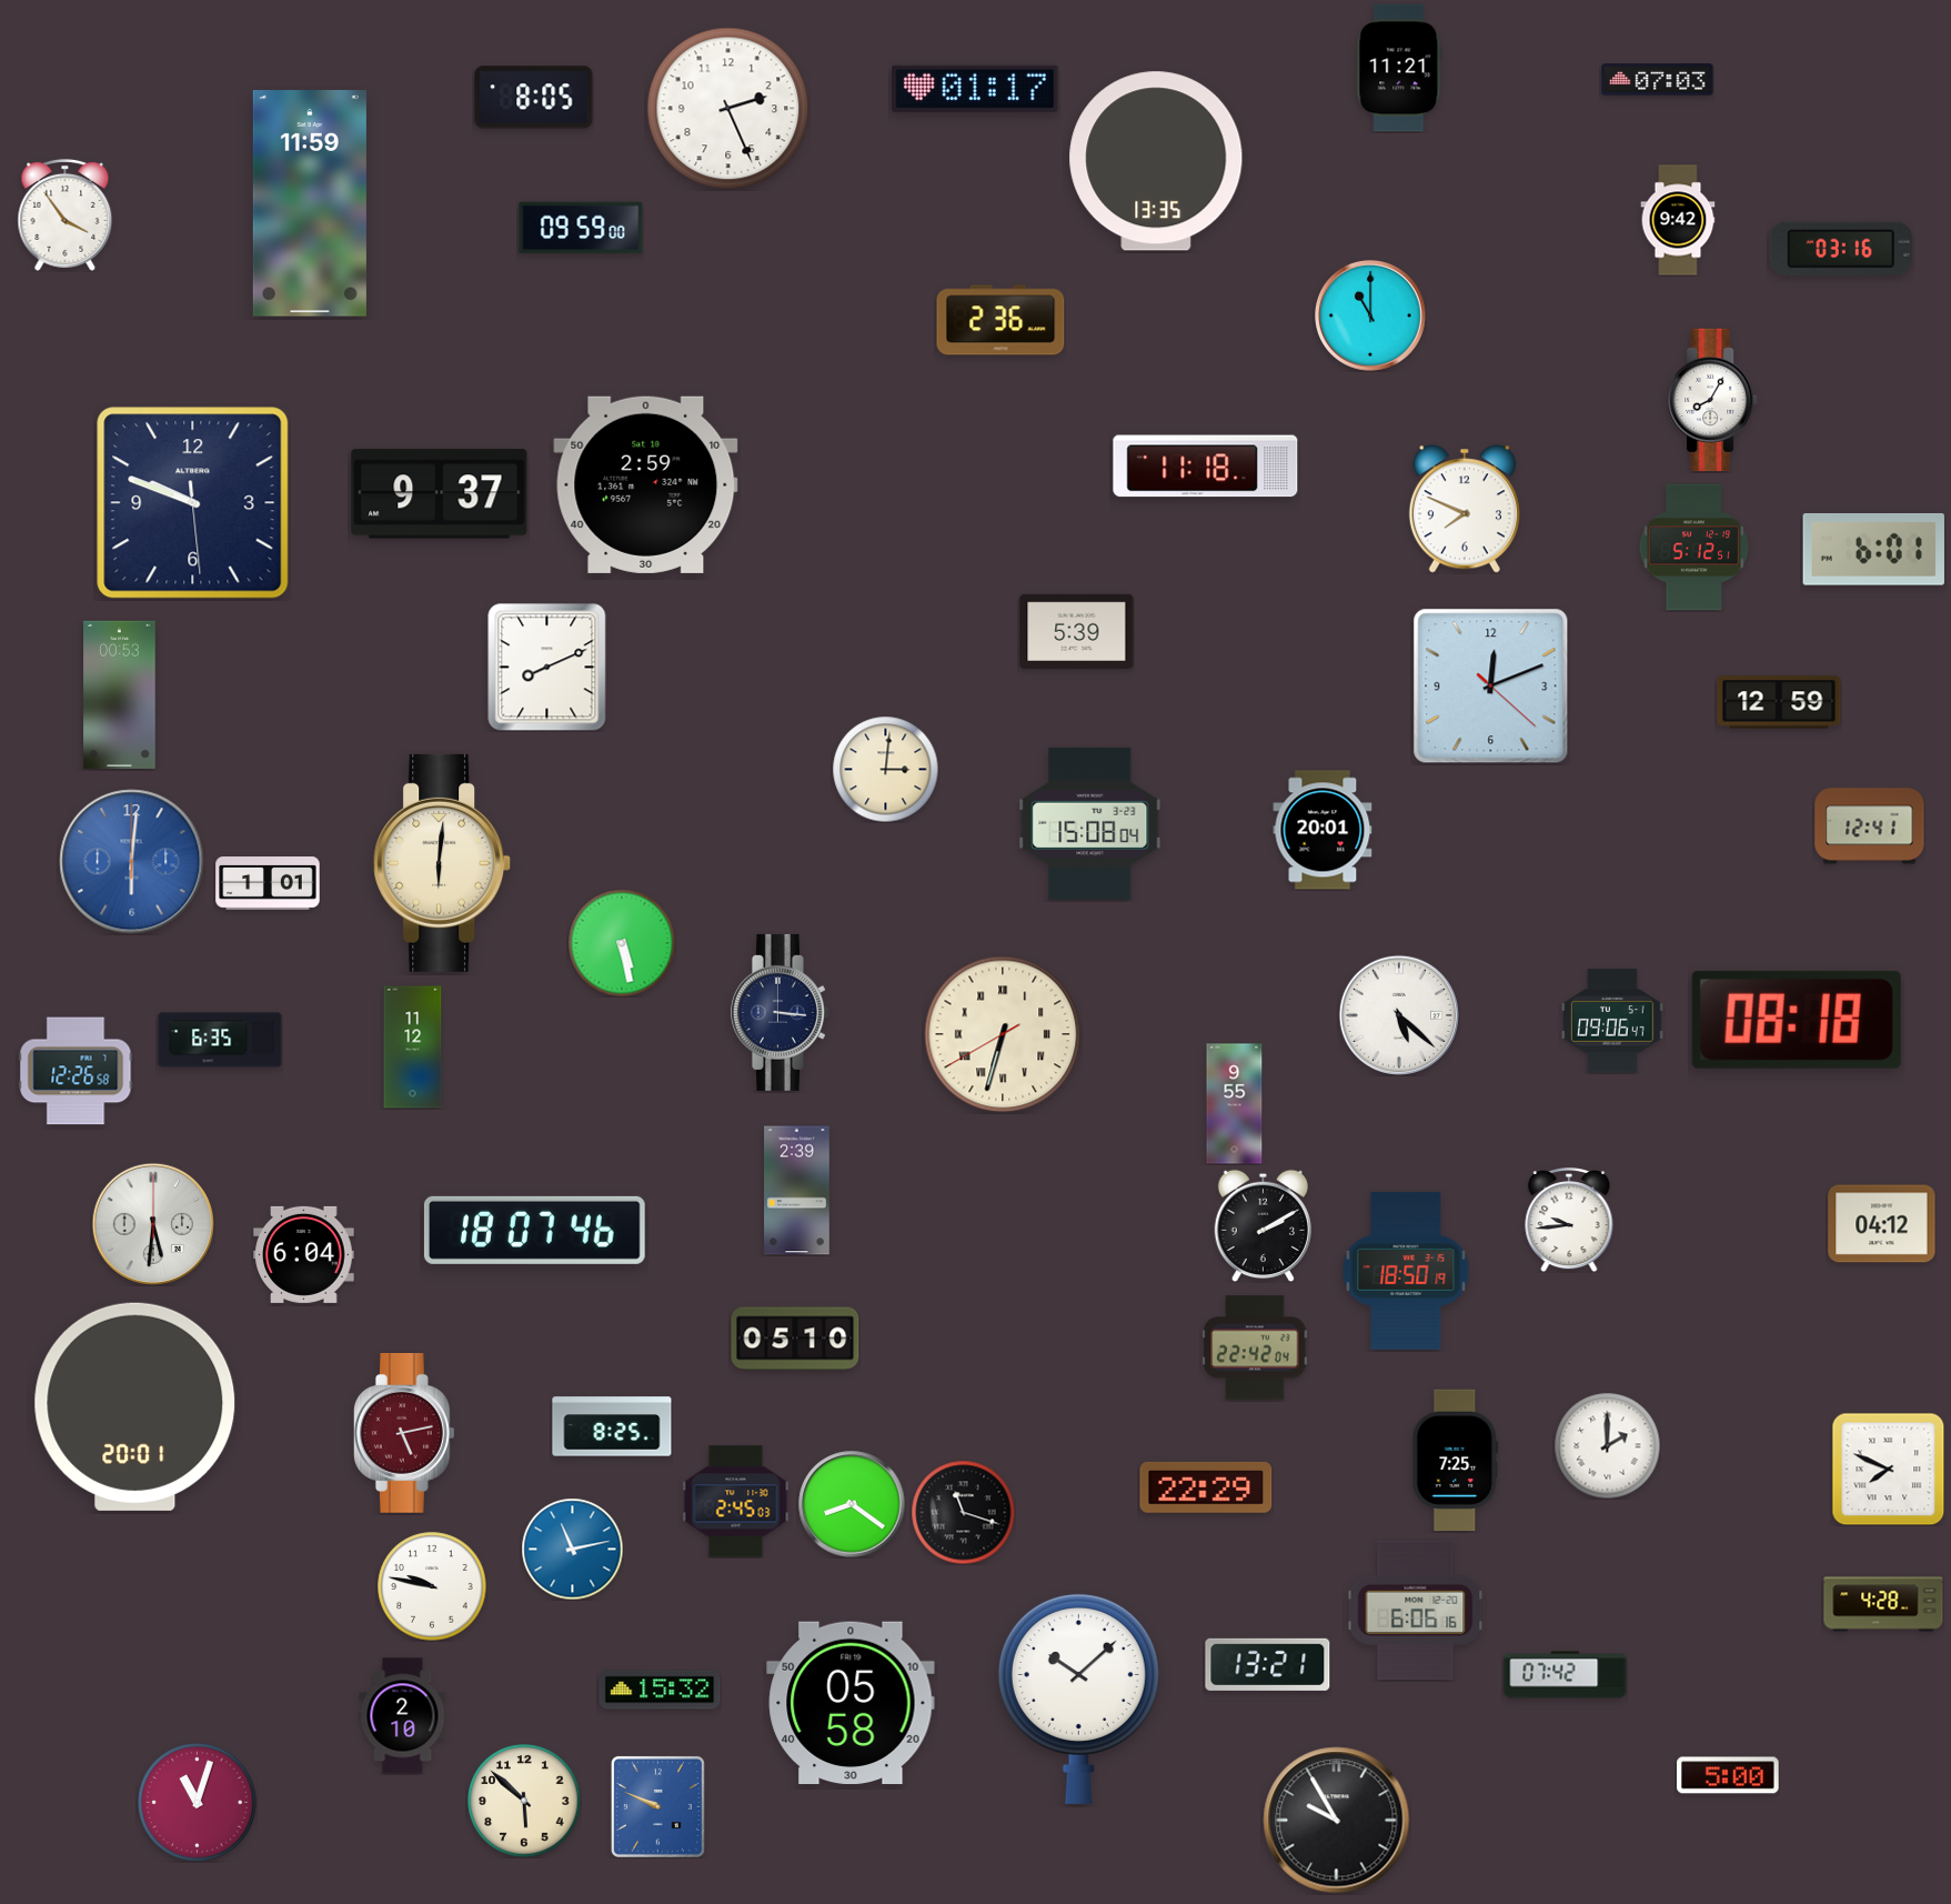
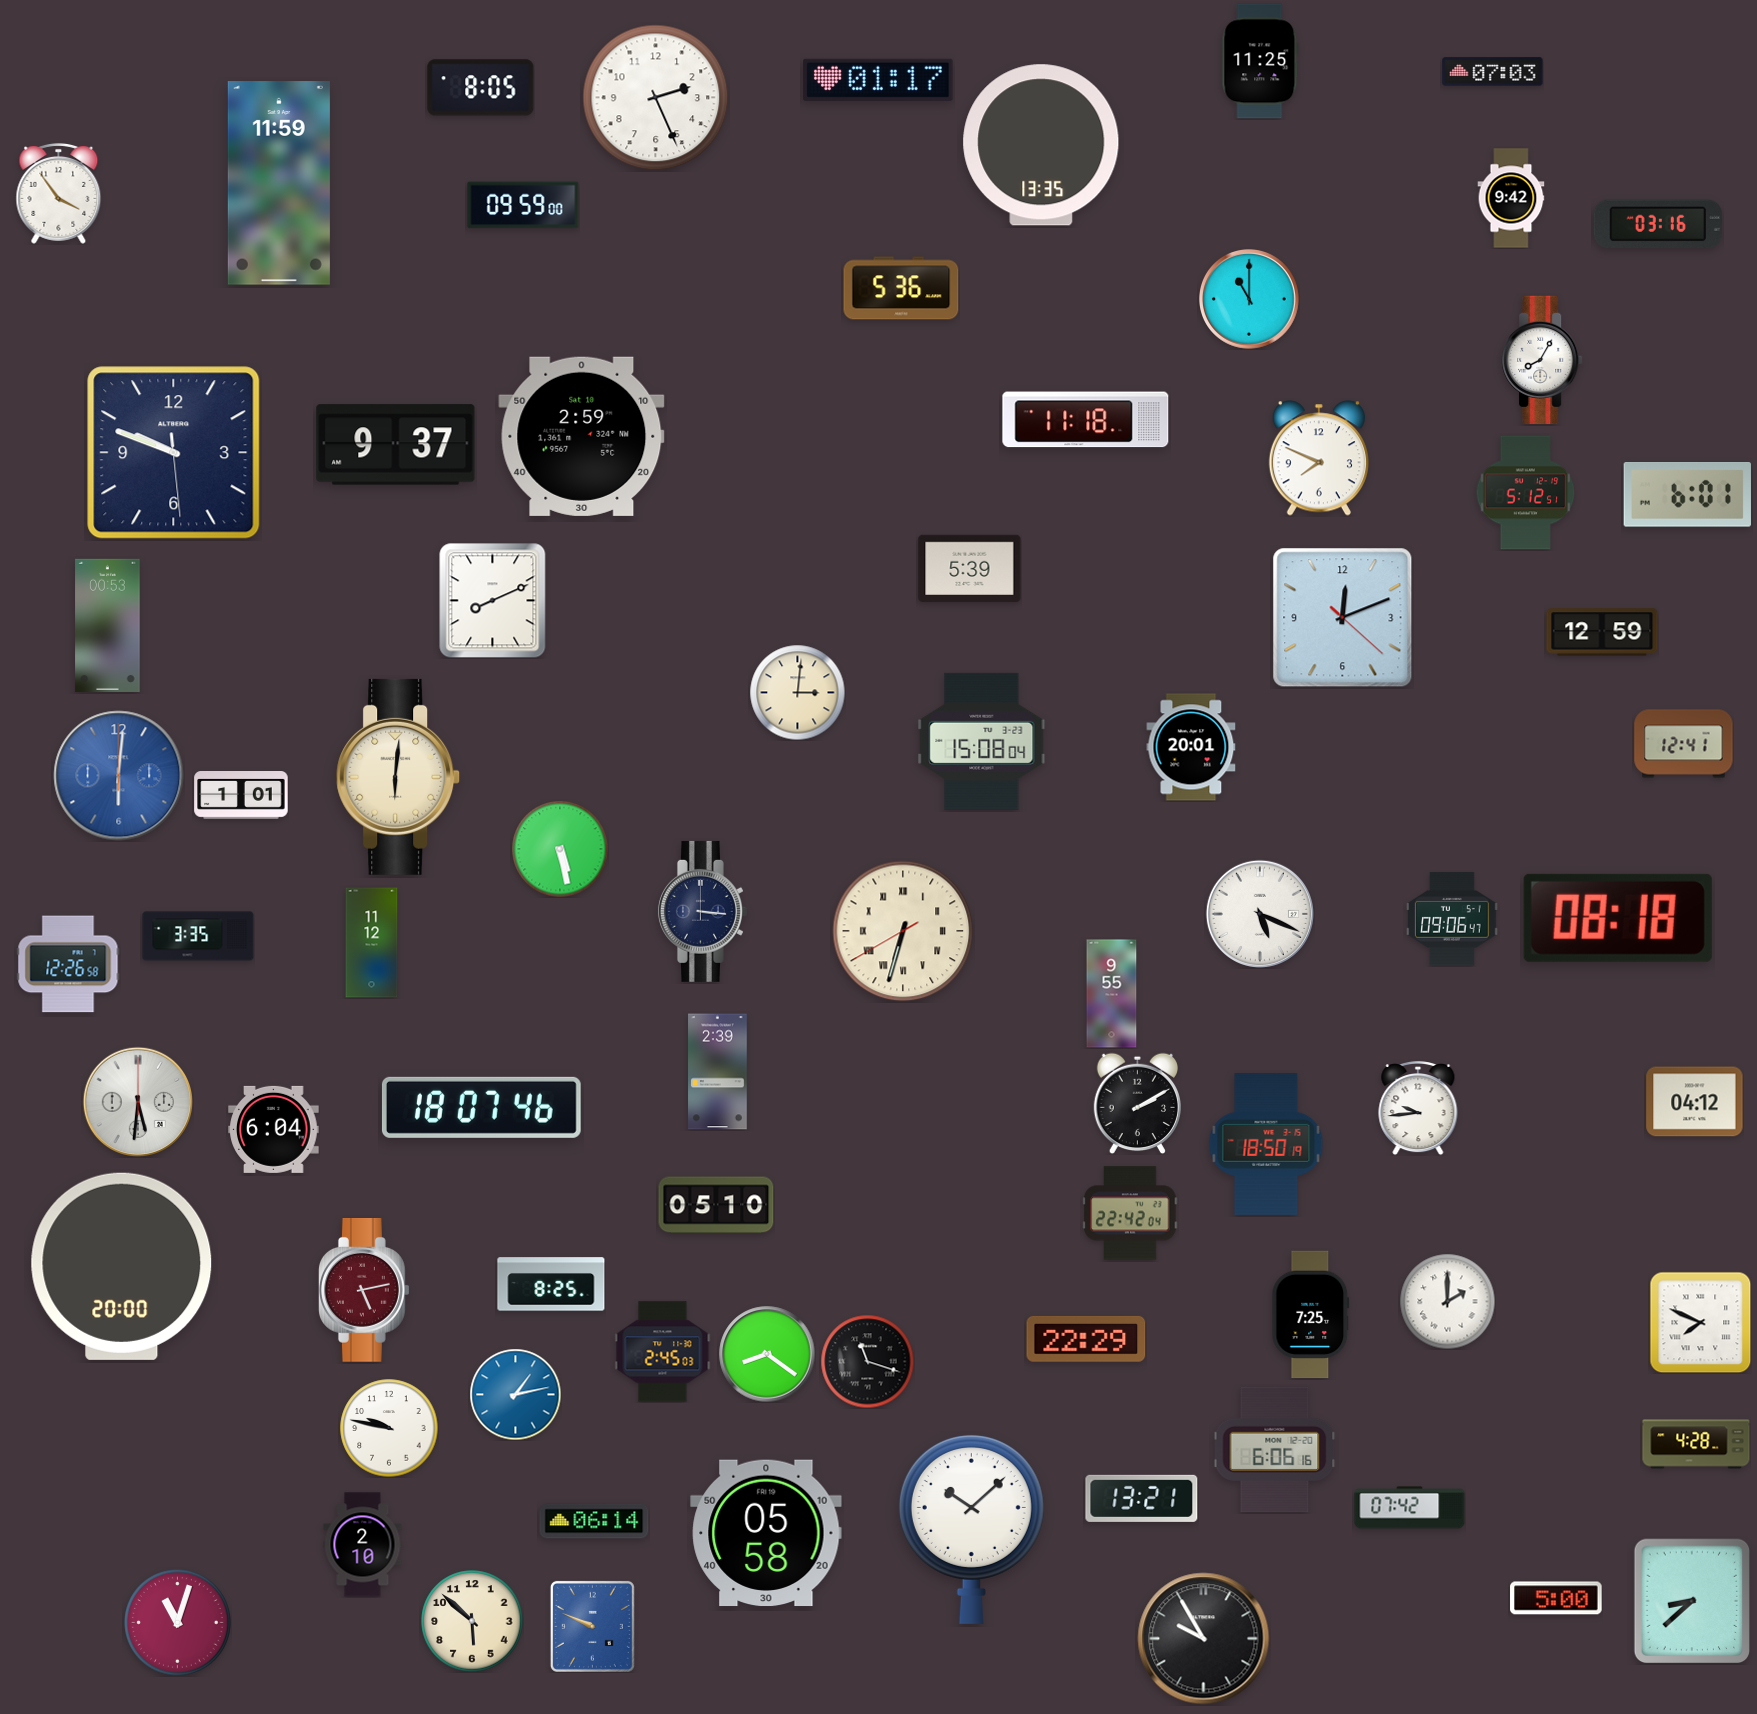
clock at (1399, 68): 11:21 -> 11:25
clock at (1371, 317) position: (1371, 317) -> (1250, 300)
clock at (1000, 320): 2:36 -> 5:36
clock at (1399, 1015): 5:22 -> 5:19
clock at (220, 1040): 6:35 -> 3:35
clock at (1569, 1220) position: (1569, 1220) -> (1418, 1108)
clock at (135, 1406): 20:01 -> 20:00
clock at (572, 1549): 11:13 -> 1:13
clock at (660, 1690): 15:32 -> 06:14
clock at (1692, 1601): none -> 8:38
